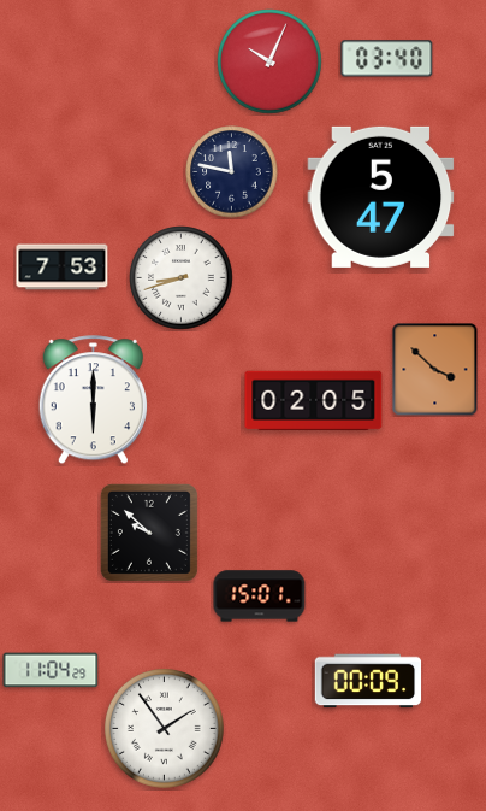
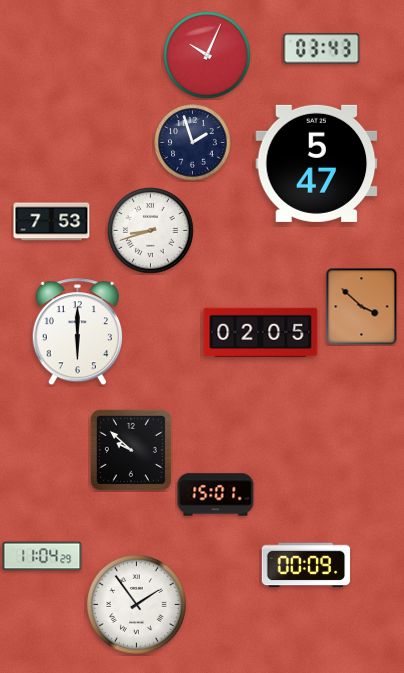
clock at (387, 59): 03:40 -> 03:43
clock at (269, 61) position: (269, 61) -> (207, 55)
clock at (232, 172): 11:47 -> 1:57
clock at (149, 533) position: (149, 533) -> (131, 450)
